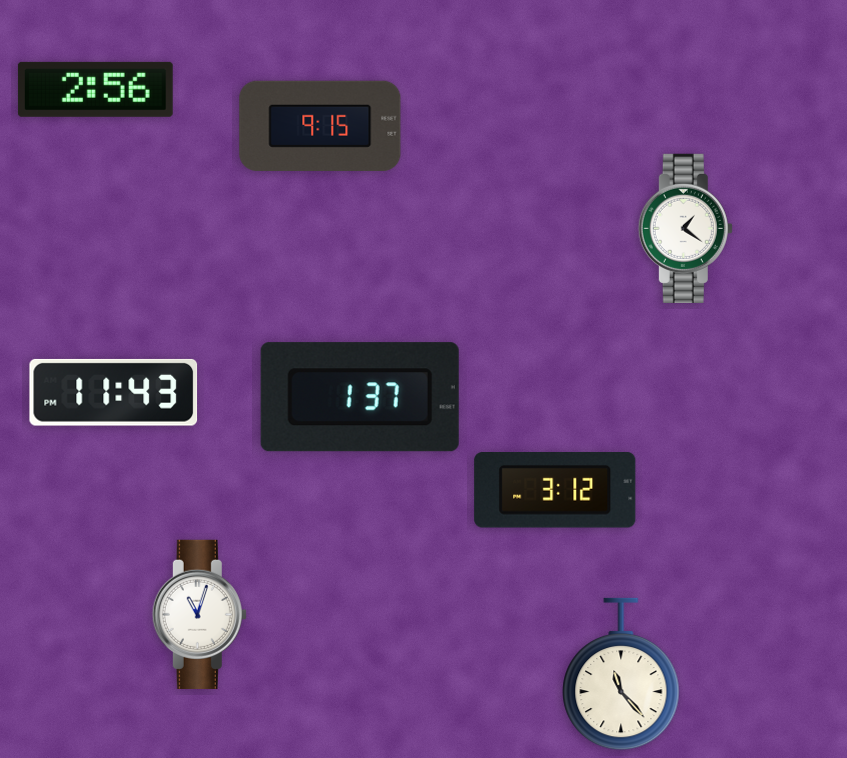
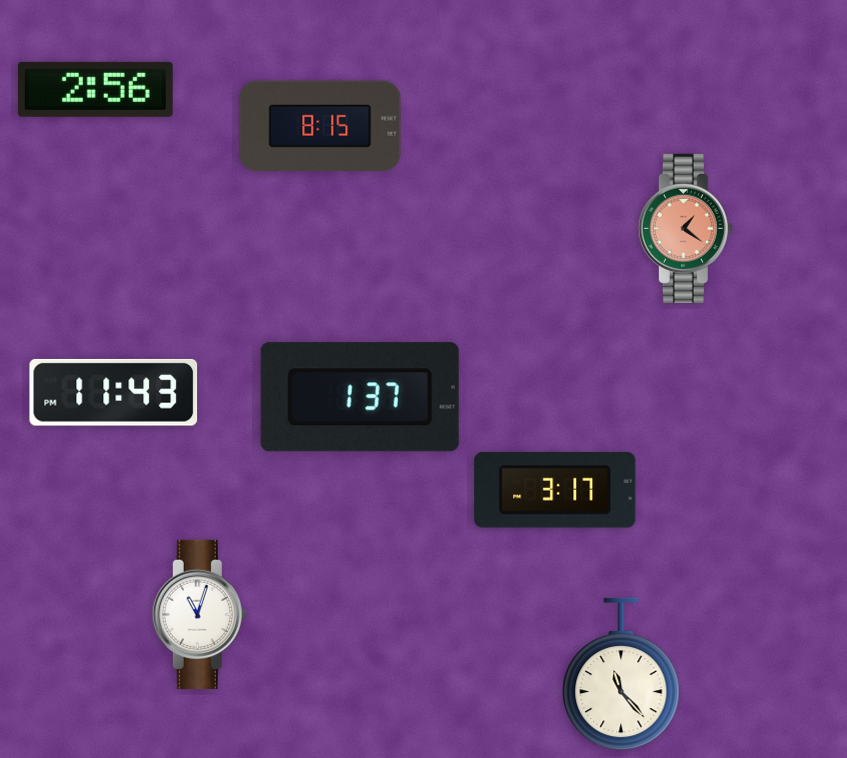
clock at (320, 126): 9:15 -> 8:15
clock at (685, 228) dial: white -> salmon
clock at (555, 491): 3:12 -> 3:17
